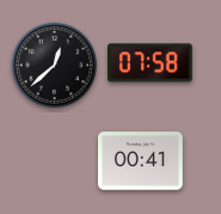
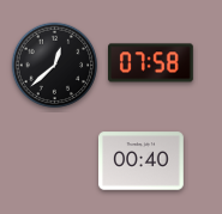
clock at (141, 161): 00:41 -> 00:40
